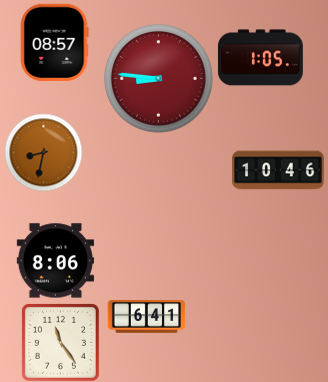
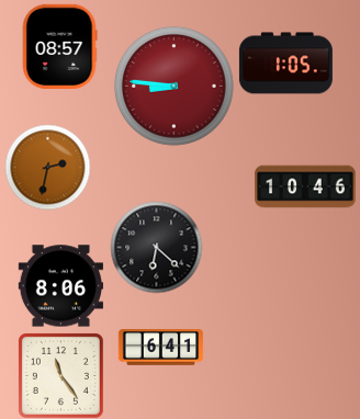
clock at (43, 152): 8:32 -> 2:32
clock at (156, 247): none -> 6:22
clock at (60, 342) position: (60, 342) -> (60, 375)
